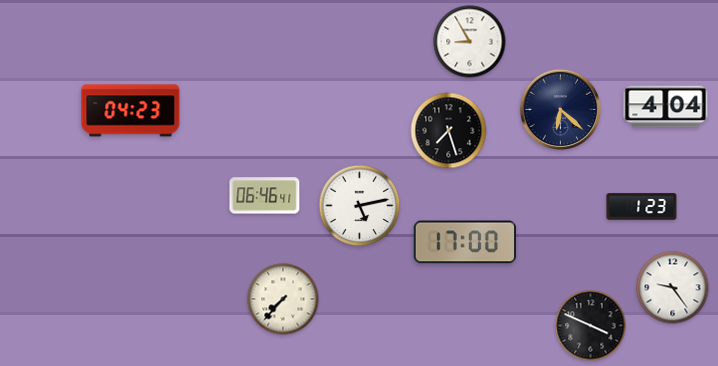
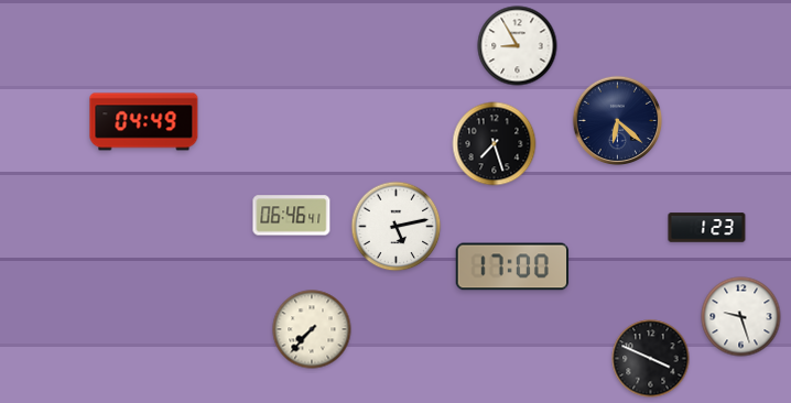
clock at (666, 107): 4:04 -> none
clock at (131, 111): 04:23 -> 04:49
clock at (673, 288): 9:24 -> 9:27
